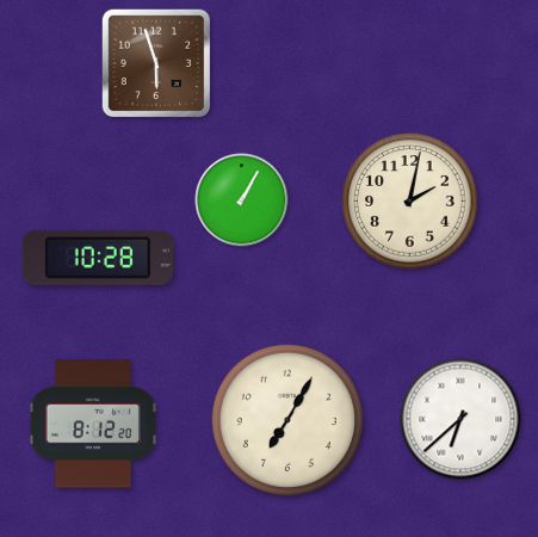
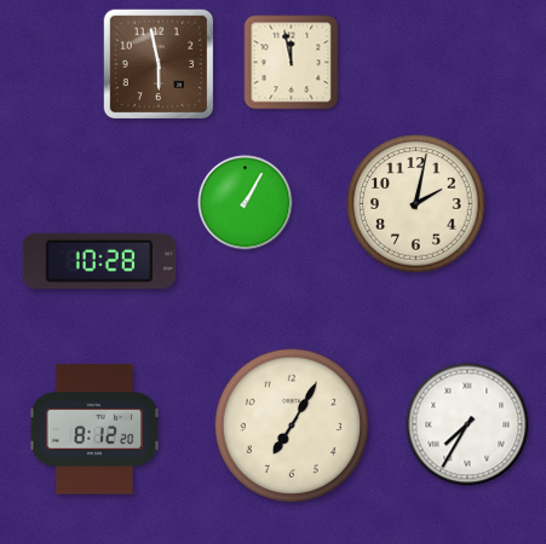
clock at (155, 62): 5:57 -> 5:58
clock at (292, 63): none -> 11:58
clock at (460, 419): 6:38 -> 7:35
